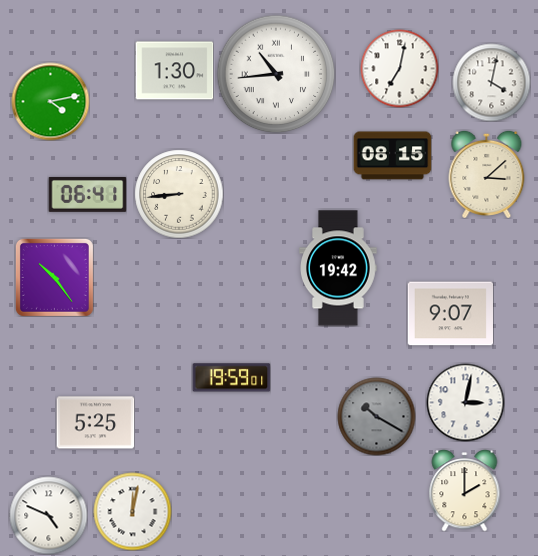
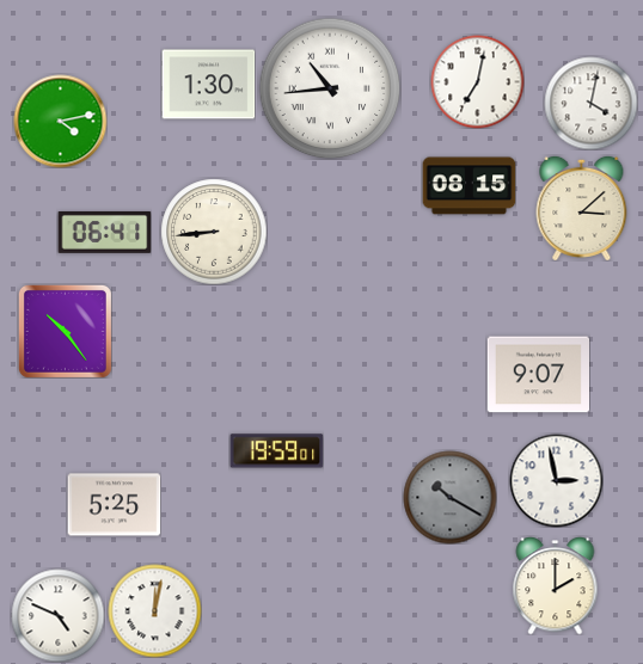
clock at (491, 82) position: (491, 82) -> (590, 103)
clock at (339, 268): 19:42 -> none
clock at (465, 402): 3:02 -> 2:58
clock at (132, 511) position: (132, 511) -> (154, 610)
